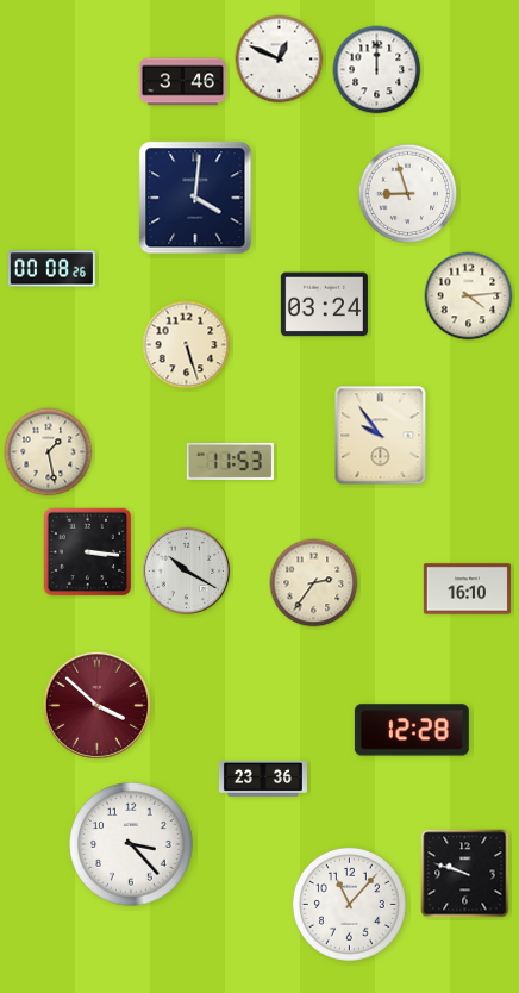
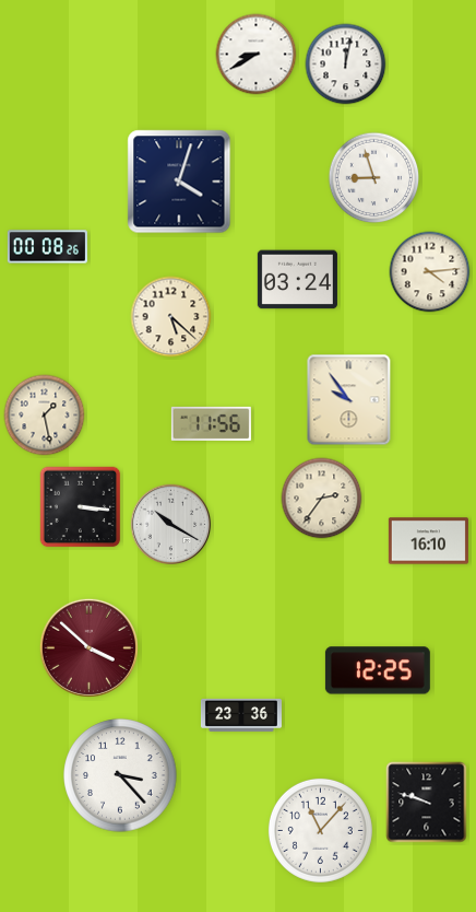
clock at (280, 60): 12:49 -> 8:40
clock at (377, 70): 12:00 -> 12:02
clock at (182, 82): 3:46 -> none
clock at (195, 198): 4:01 -> 4:03
clock at (187, 345): 5:27 -> 5:22
clock at (230, 461): 11:53 -> 11:56
clock at (314, 583) position: (314, 583) -> (322, 499)
clock at (412, 730): 12:28 -> 12:25
